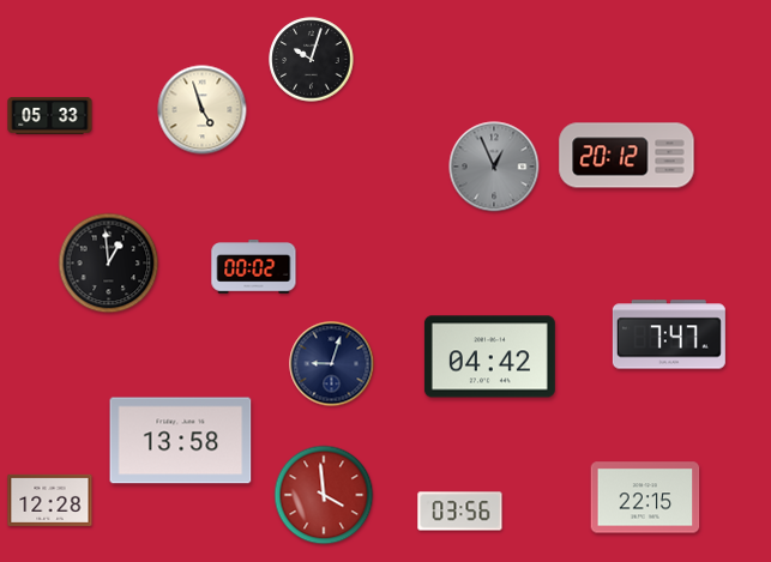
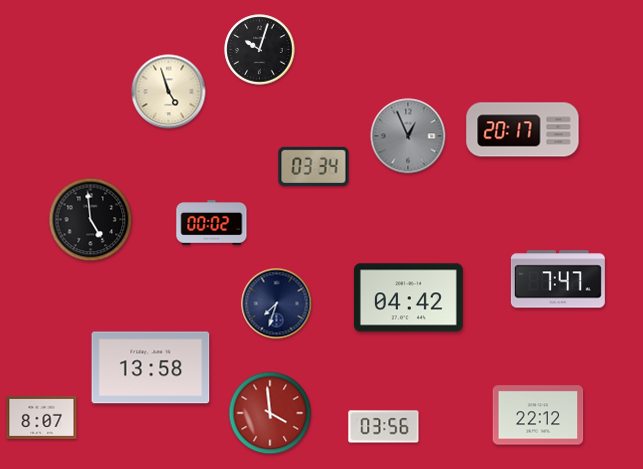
clock at (50, 116): 05:33 -> none
clock at (627, 156): 20:12 -> 20:17
clock at (494, 167) position: (494, 167) -> (408, 136)
clock at (314, 166): none -> 03:34
clock at (109, 264): 12:59 -> 4:59
clock at (332, 364): 9:03 -> 7:33
clock at (645, 497): 22:15 -> 22:12
clock at (50, 500): 12:28 -> 8:07
